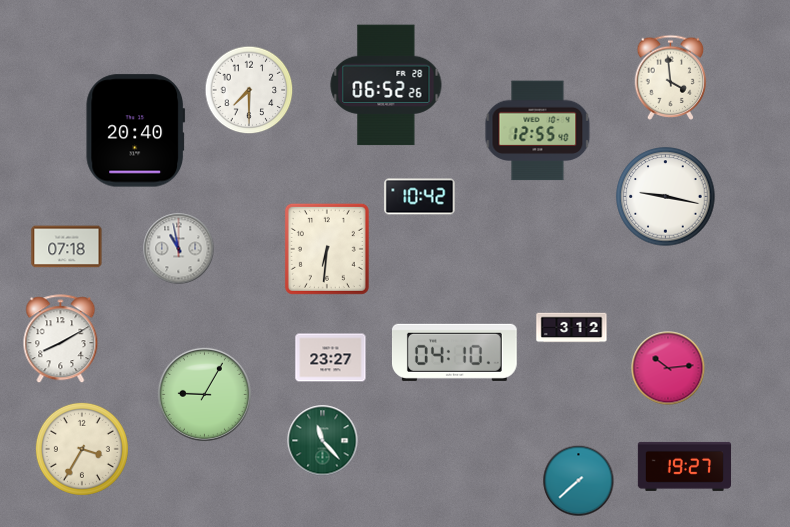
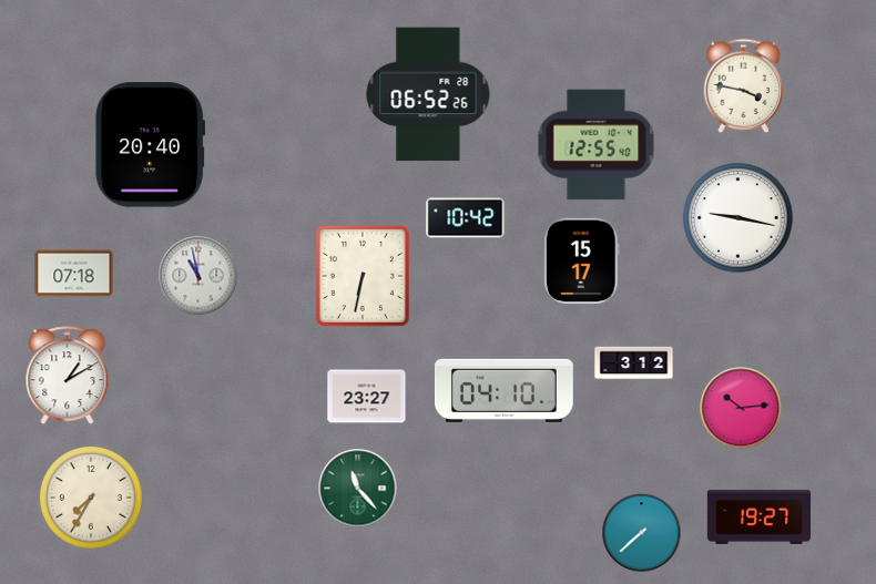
clock at (671, 77): 3:59 -> 3:47
clock at (249, 90): 7:30 -> none
clock at (582, 262): none -> 15:17
clock at (327, 249): 6:31 -> 6:32
clock at (61, 339): 8:10 -> 1:10
clock at (204, 394): 9:05 -> none
clock at (82, 449): 3:35 -> 7:35
